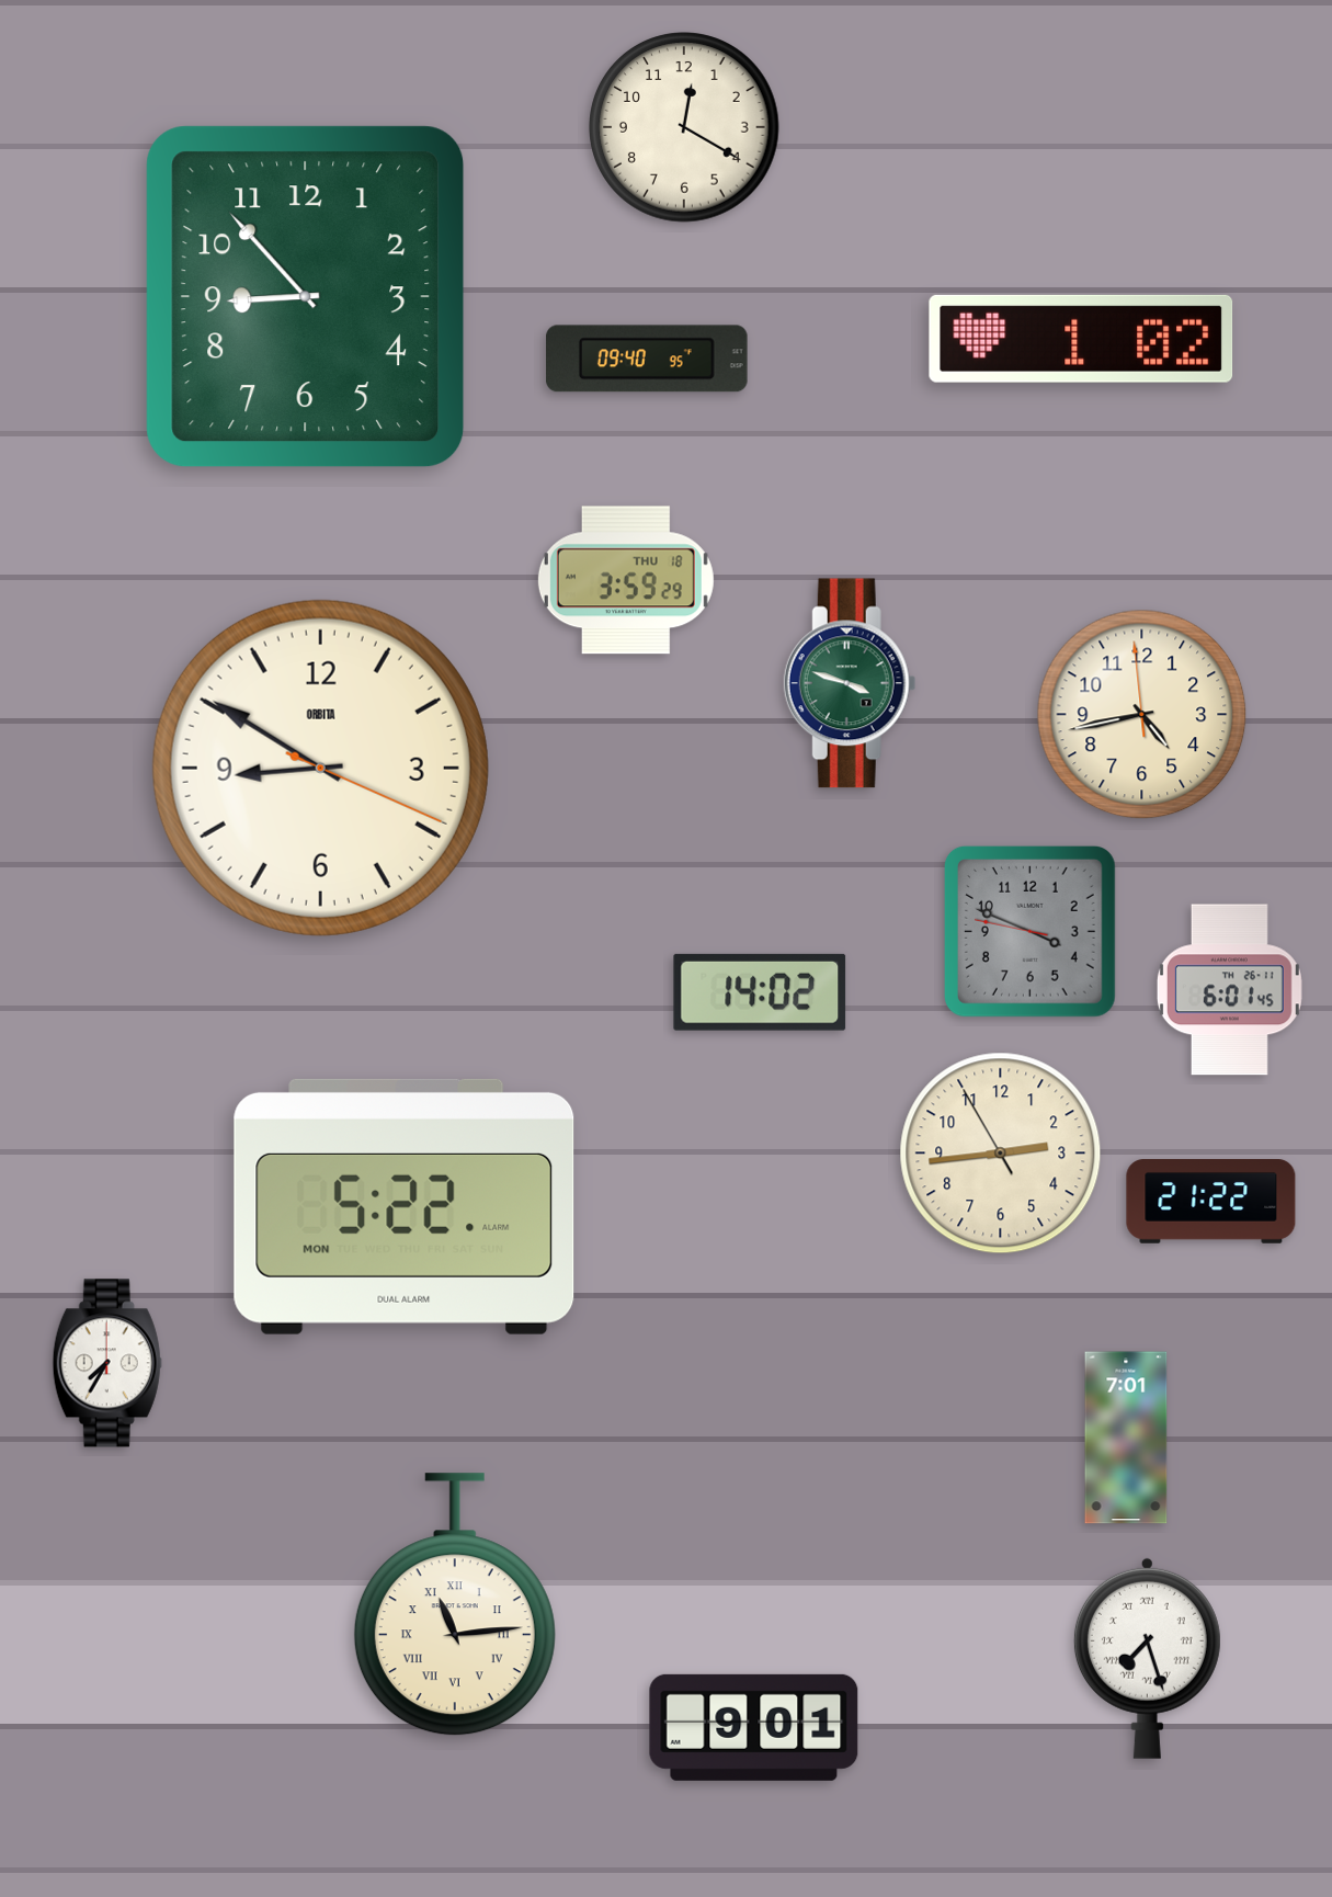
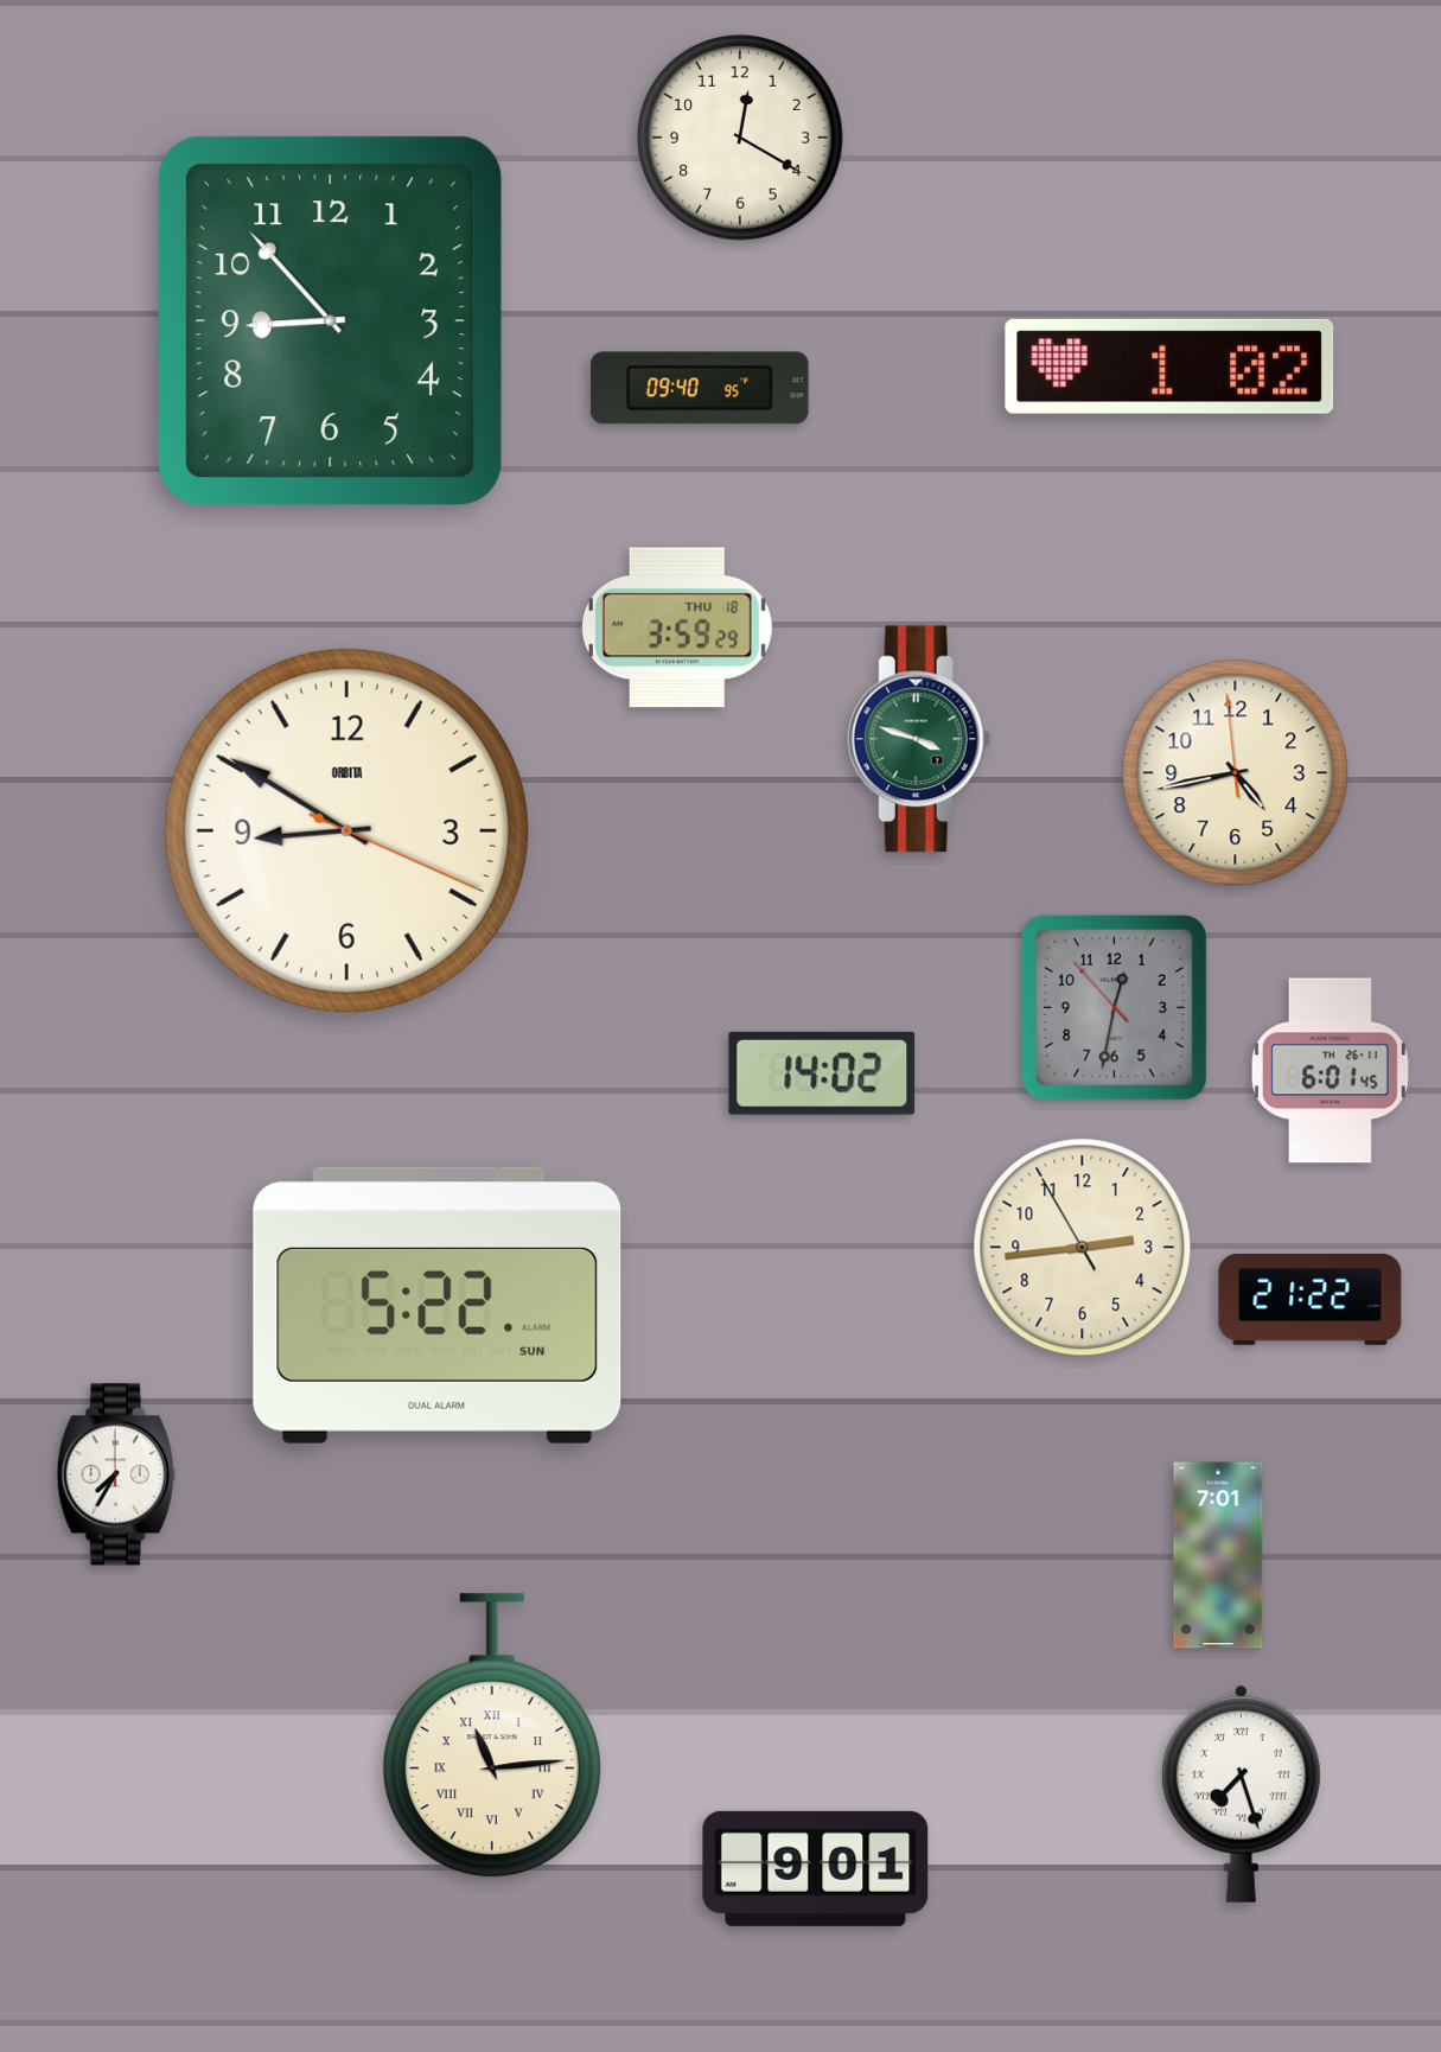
clock at (1029, 931): 3:48 -> 12:31
clock at (405, 1206) date: MON -> SUN
